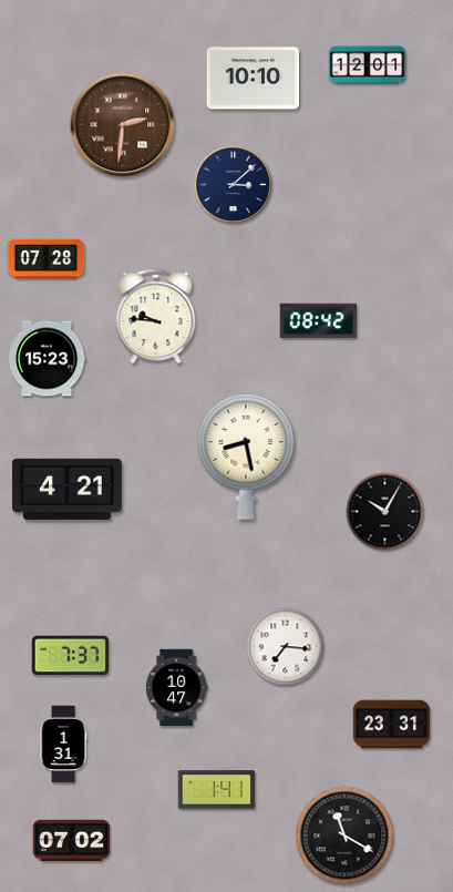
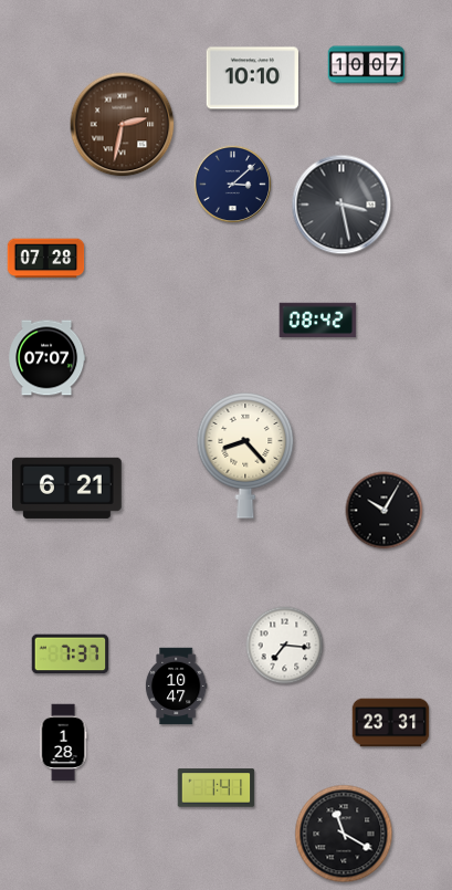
clock at (368, 65): 12:01 -> 10:07
clock at (123, 125): 2:31 -> 2:32
clock at (341, 205): none -> 3:28
clock at (156, 317): 9:46 -> none
clock at (48, 359): 15:23 -> 07:07
clock at (246, 457): 8:28 -> 8:23
clock at (68, 489): 4:21 -> 6:21
clock at (63, 745): 1:31 -> 1:28
clock at (72, 841): 07:02 -> none
